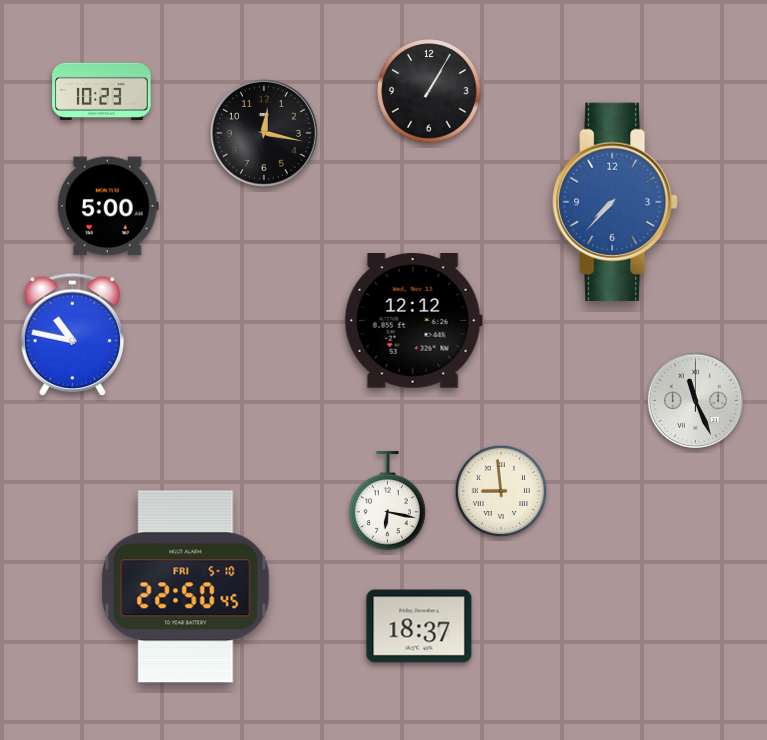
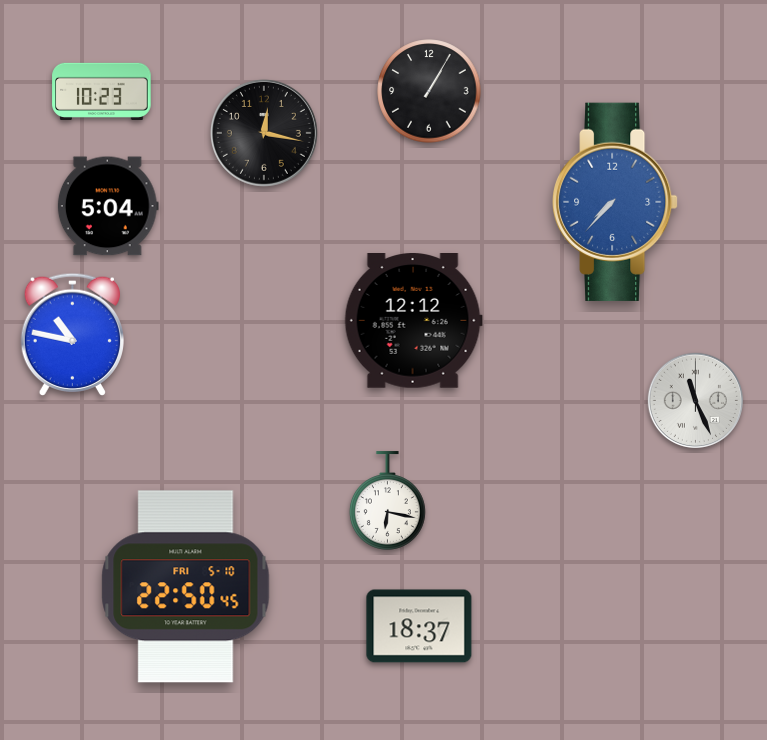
clock at (108, 206): 5:00 -> 5:04
clock at (501, 491): 8:59 -> none
